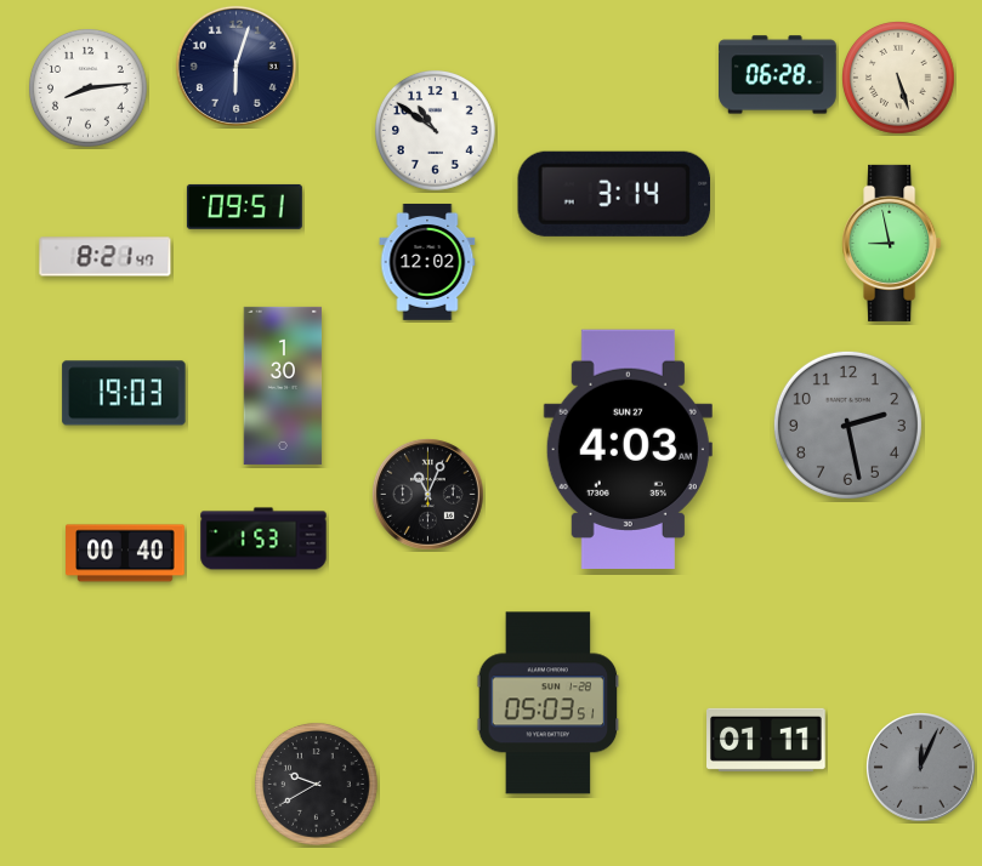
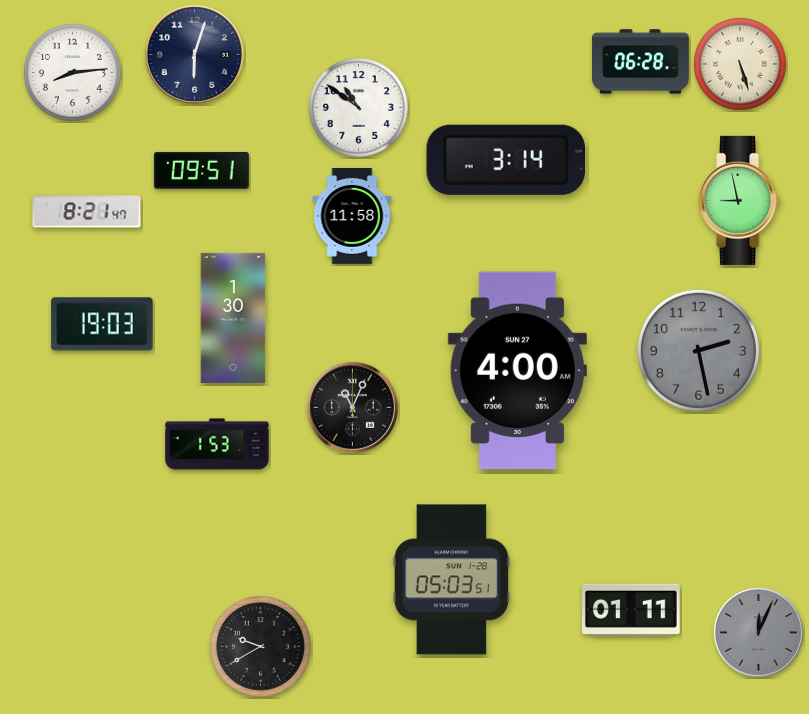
clock at (892, 243) position: (892, 243) -> (740, 200)
clock at (427, 262): 12:02 -> 11:58
clock at (628, 449): 4:03 -> 4:00
clock at (125, 553): 00:40 -> none
